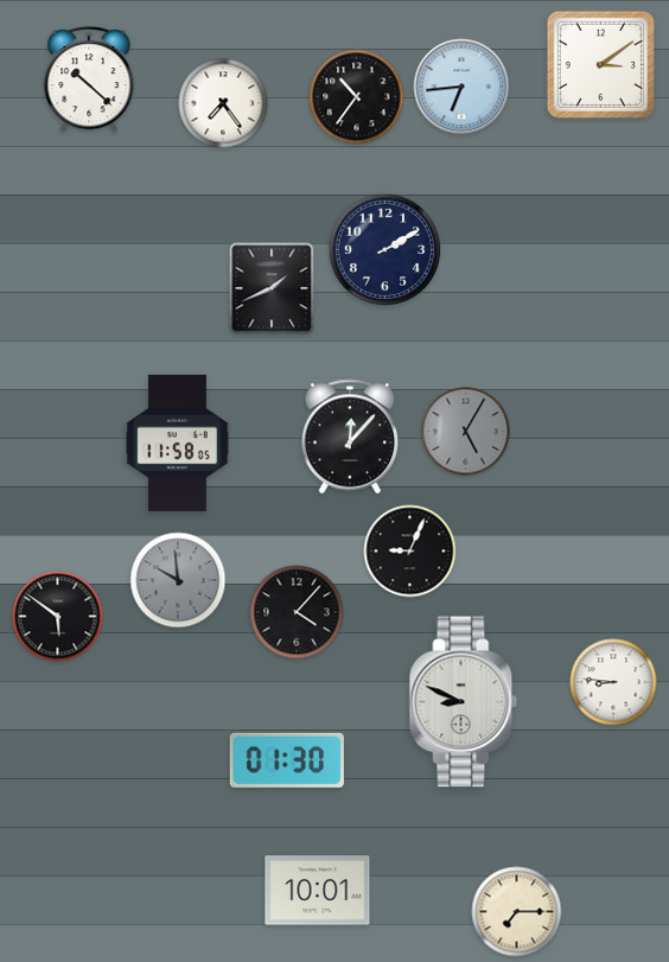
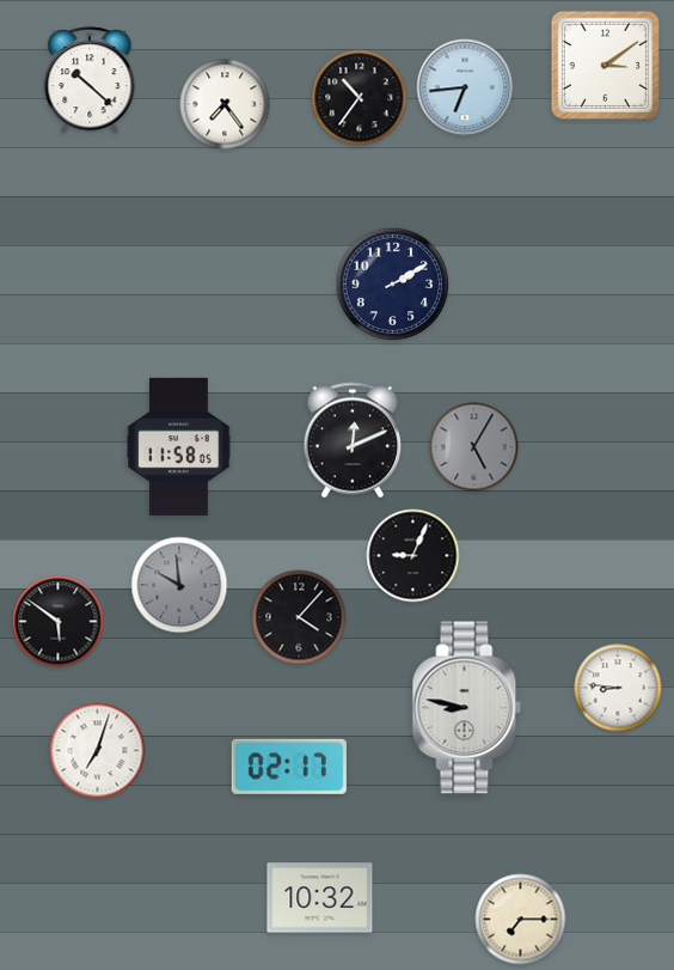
clock at (386, 250) position: (386, 250) -> (393, 285)
clock at (272, 288): 1:41 -> none
clock at (466, 432) position: (466, 432) -> (474, 447)
clock at (350, 437): 12:07 -> 12:11
clock at (464, 702): 8:49 -> 8:47
clock at (98, 751): none -> 7:03
clock at (287, 760): 01:30 -> 02:17
clock at (318, 891): 10:01 -> 10:32
